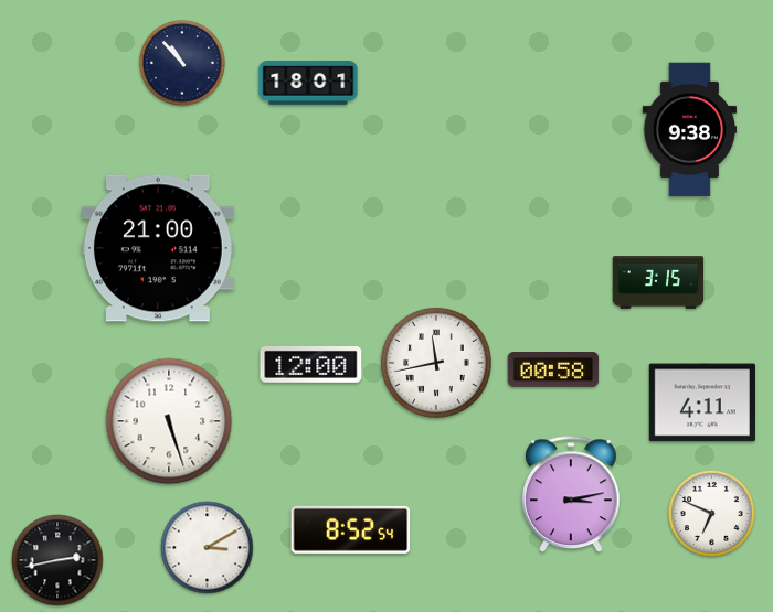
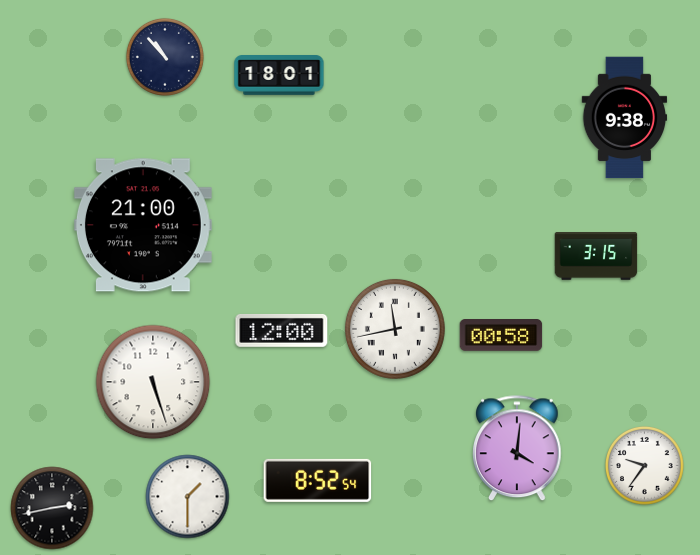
clock at (702, 402): 4:11 -> none
clock at (572, 495): 3:13 -> 4:01
clock at (712, 514): 6:49 -> 9:36
clock at (208, 548): 3:10 -> 1:30
